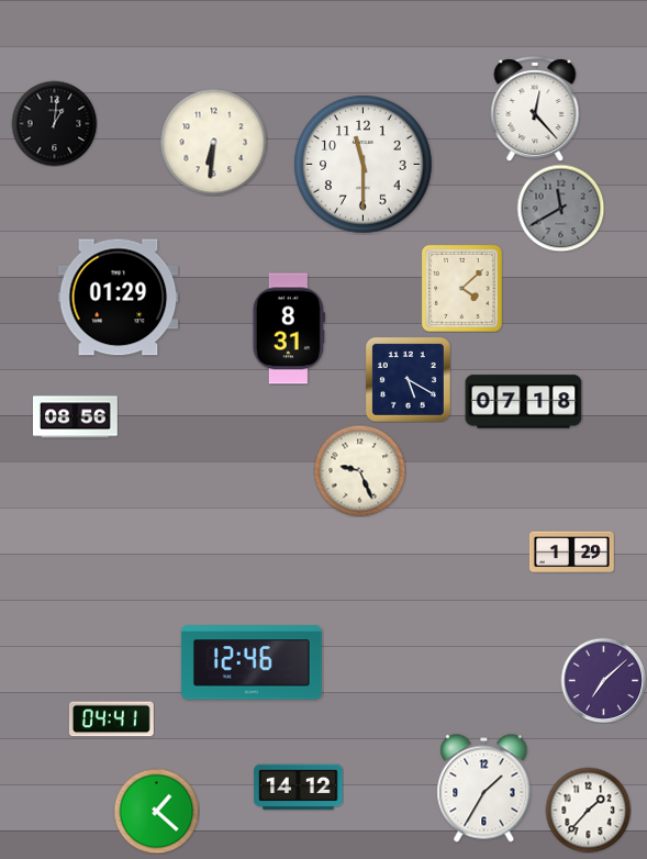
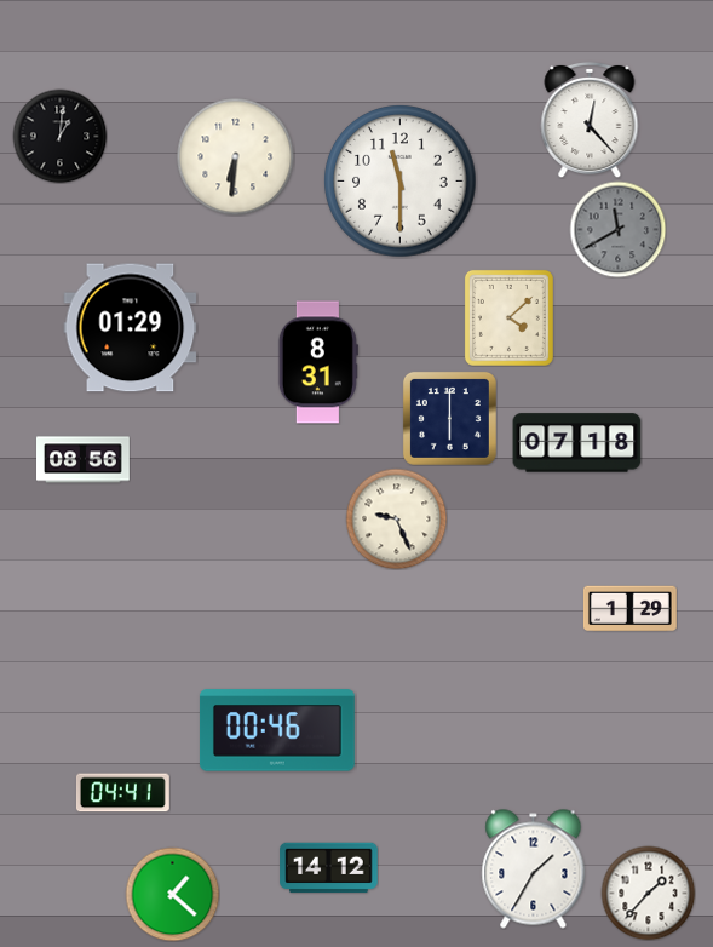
clock at (408, 379): 5:20 -> 6:00
clock at (252, 662): 12:46 -> 00:46
clock at (603, 680): 7:08 -> none
